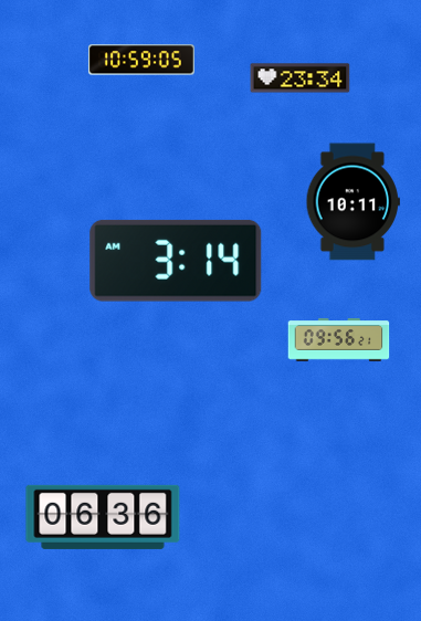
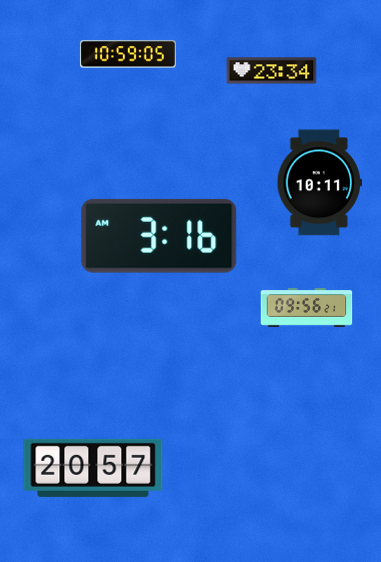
clock at (176, 261): 3:14 -> 3:16
clock at (103, 517): 06:36 -> 20:57
